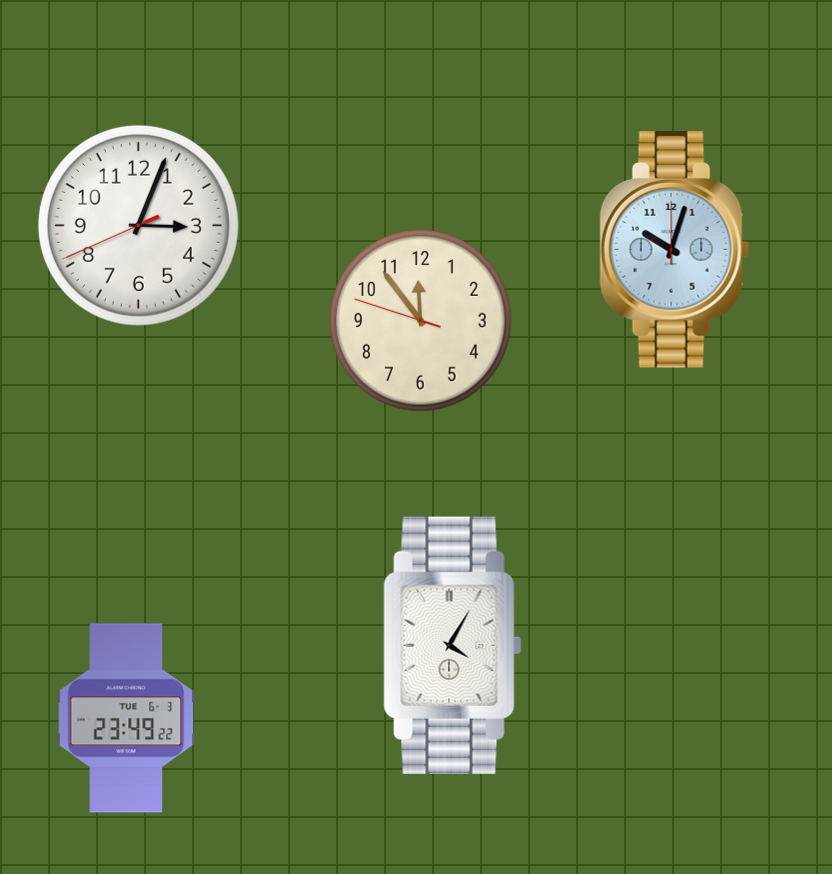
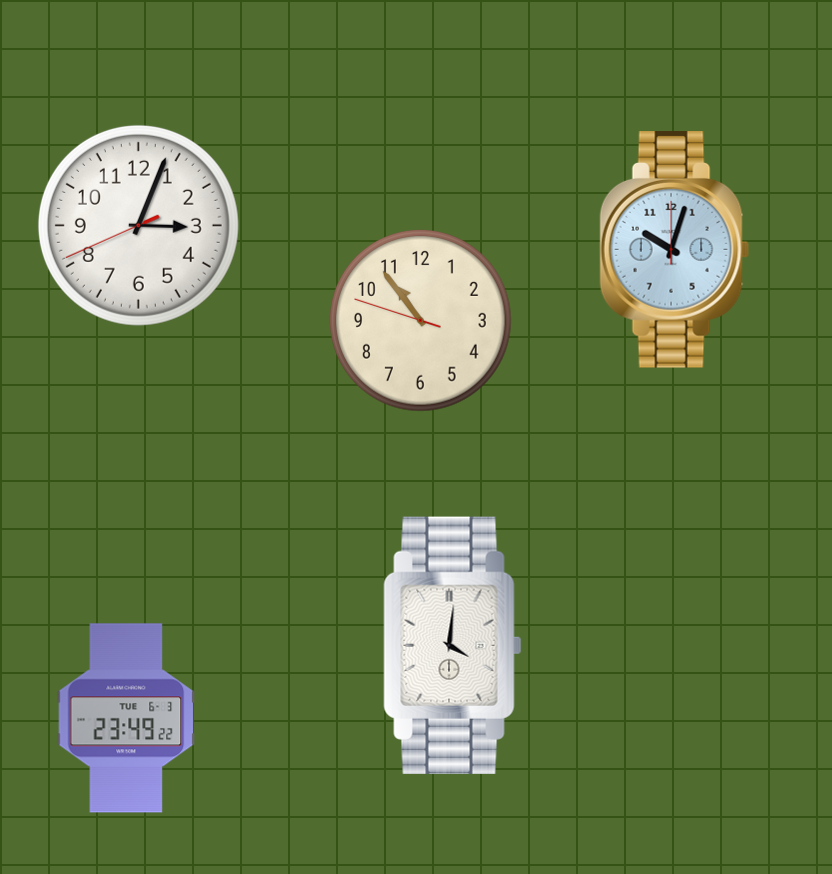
clock at (421, 321): 11:53 -> 10:53
clock at (453, 645): 4:05 -> 4:01
